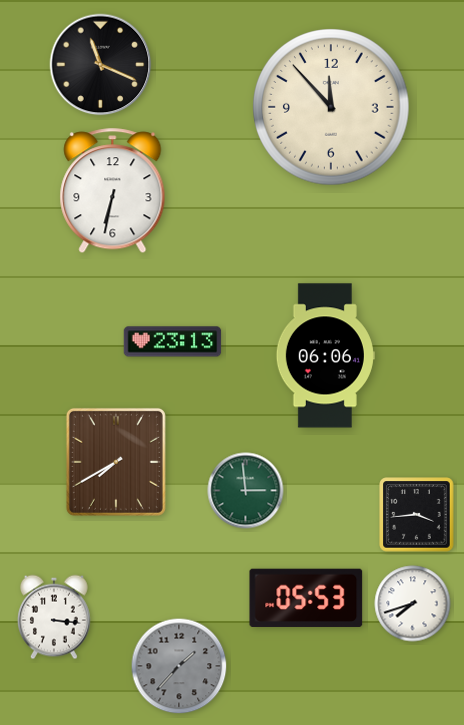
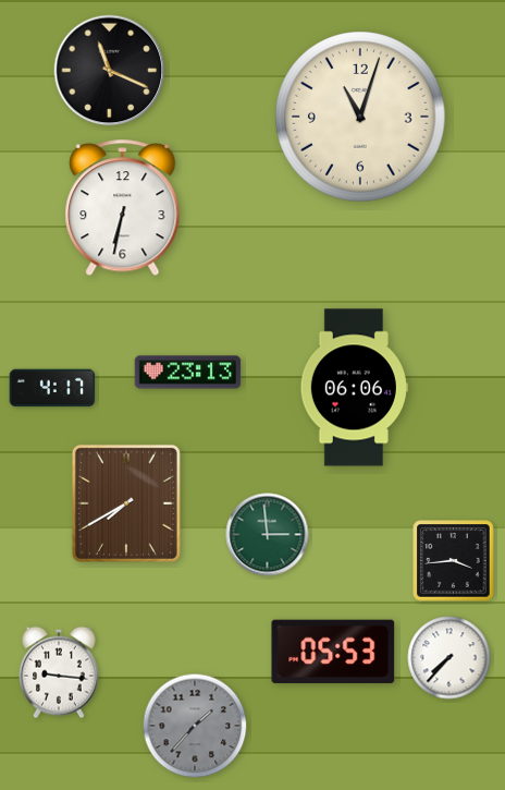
clock at (331, 107): 11:53 -> 11:03
clock at (52, 388): none -> 4:17
clock at (413, 604): 7:42 -> 7:37
clock at (54, 617): 3:16 -> 9:16
